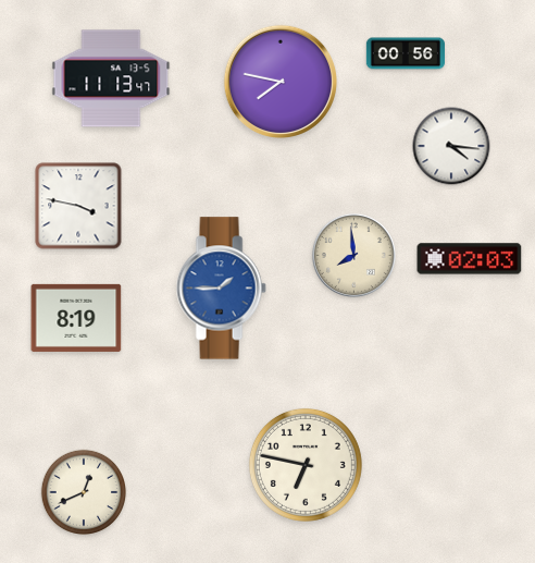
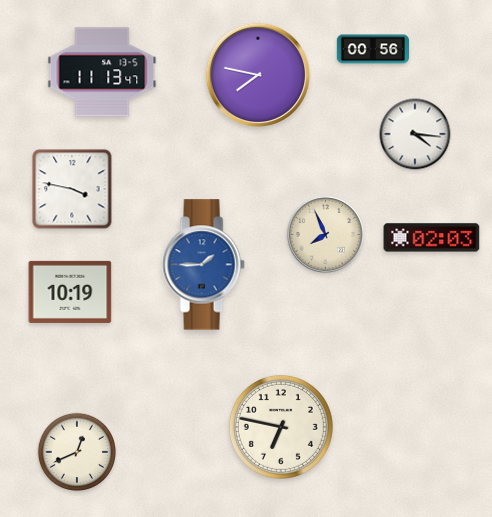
clock at (353, 255): 7:59 -> 7:56
clock at (76, 318): 8:19 -> 10:19
